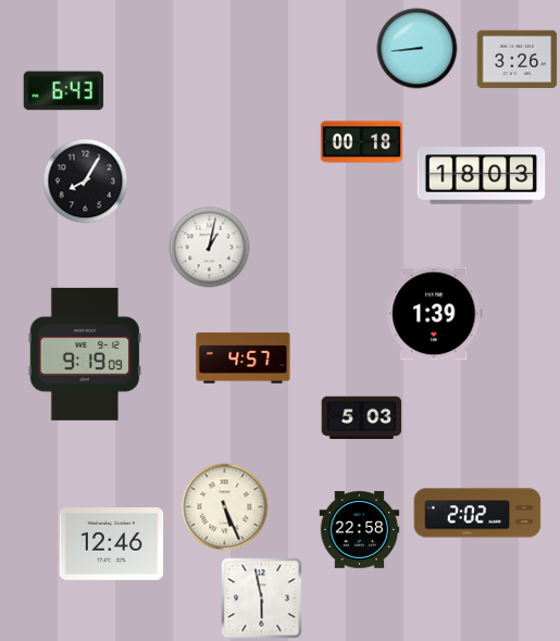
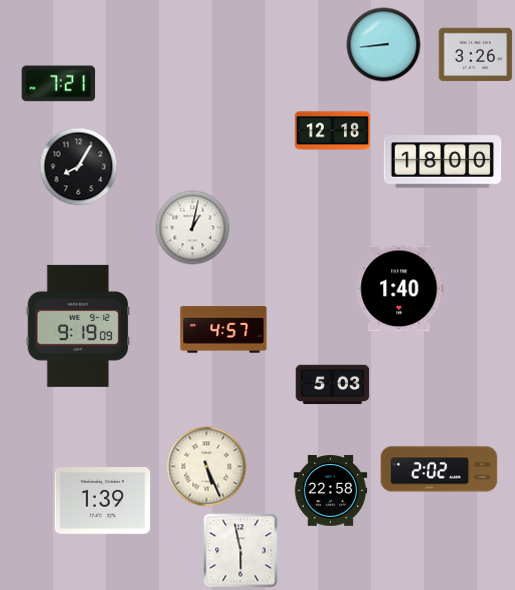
clock at (64, 91): 6:43 -> 7:21
clock at (361, 142): 00:18 -> 12:18
clock at (482, 176): 18:03 -> 18:00
clock at (435, 314): 1:39 -> 1:40
clock at (477, 513) position: (477, 513) -> (439, 469)
clock at (360, 530) position: (360, 530) -> (331, 491)
clock at (112, 544): 12:46 -> 1:39
